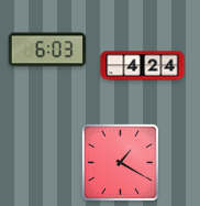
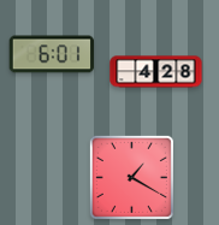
clock at (47, 50): 6:03 -> 6:01
clock at (143, 66): 4:24 -> 4:28
